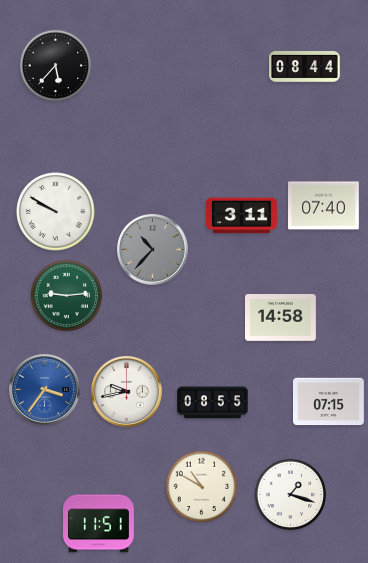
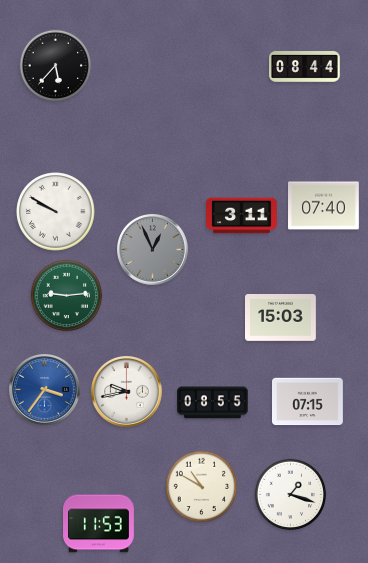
clock at (153, 250): 10:37 -> 12:56
clock at (281, 318): 14:58 -> 15:03
clock at (329, 402) position: (329, 402) -> (308, 402)
clock at (99, 524): 11:51 -> 11:53
